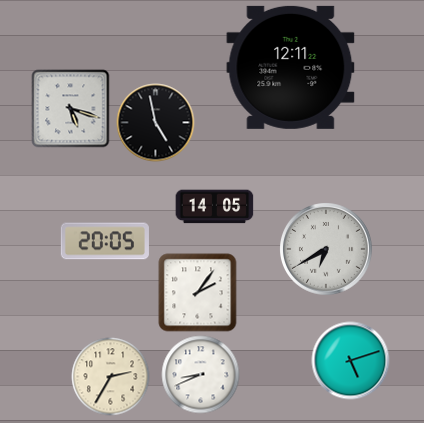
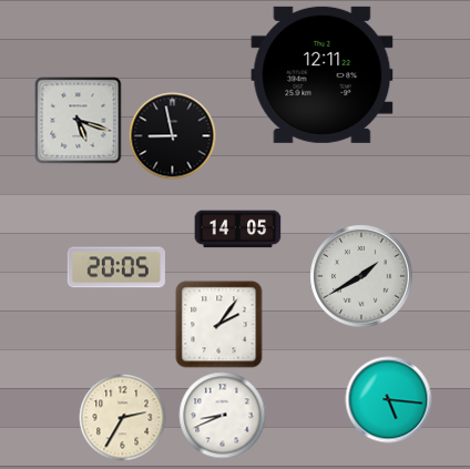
clock at (155, 122): 4:58 -> 8:58
clock at (326, 249): 6:40 -> 1:40
clock at (350, 360): 5:12 -> 5:16
